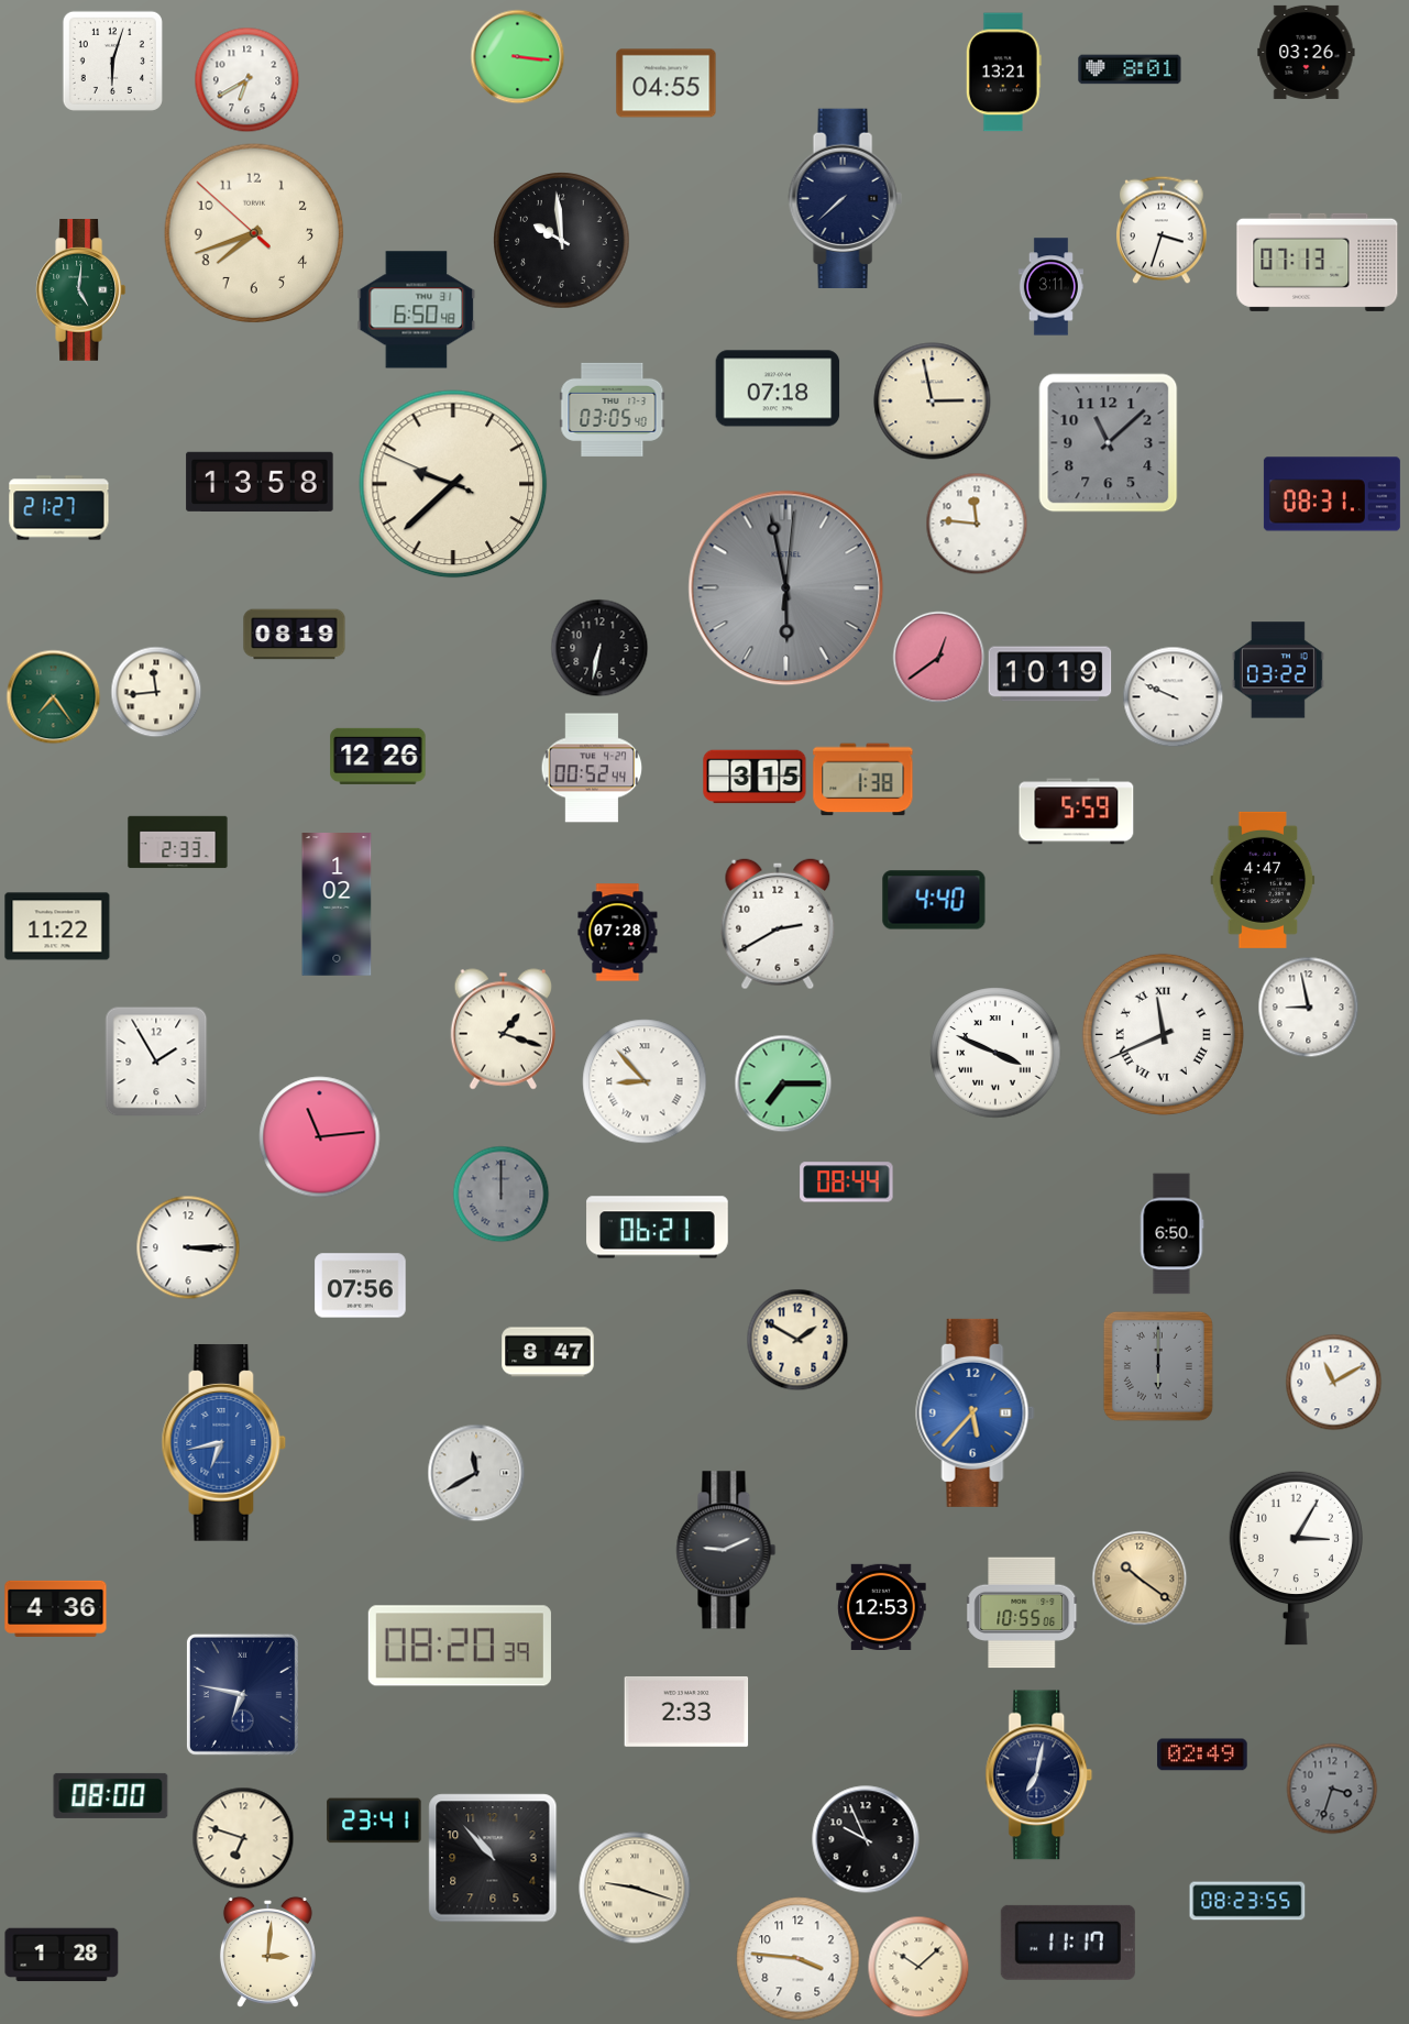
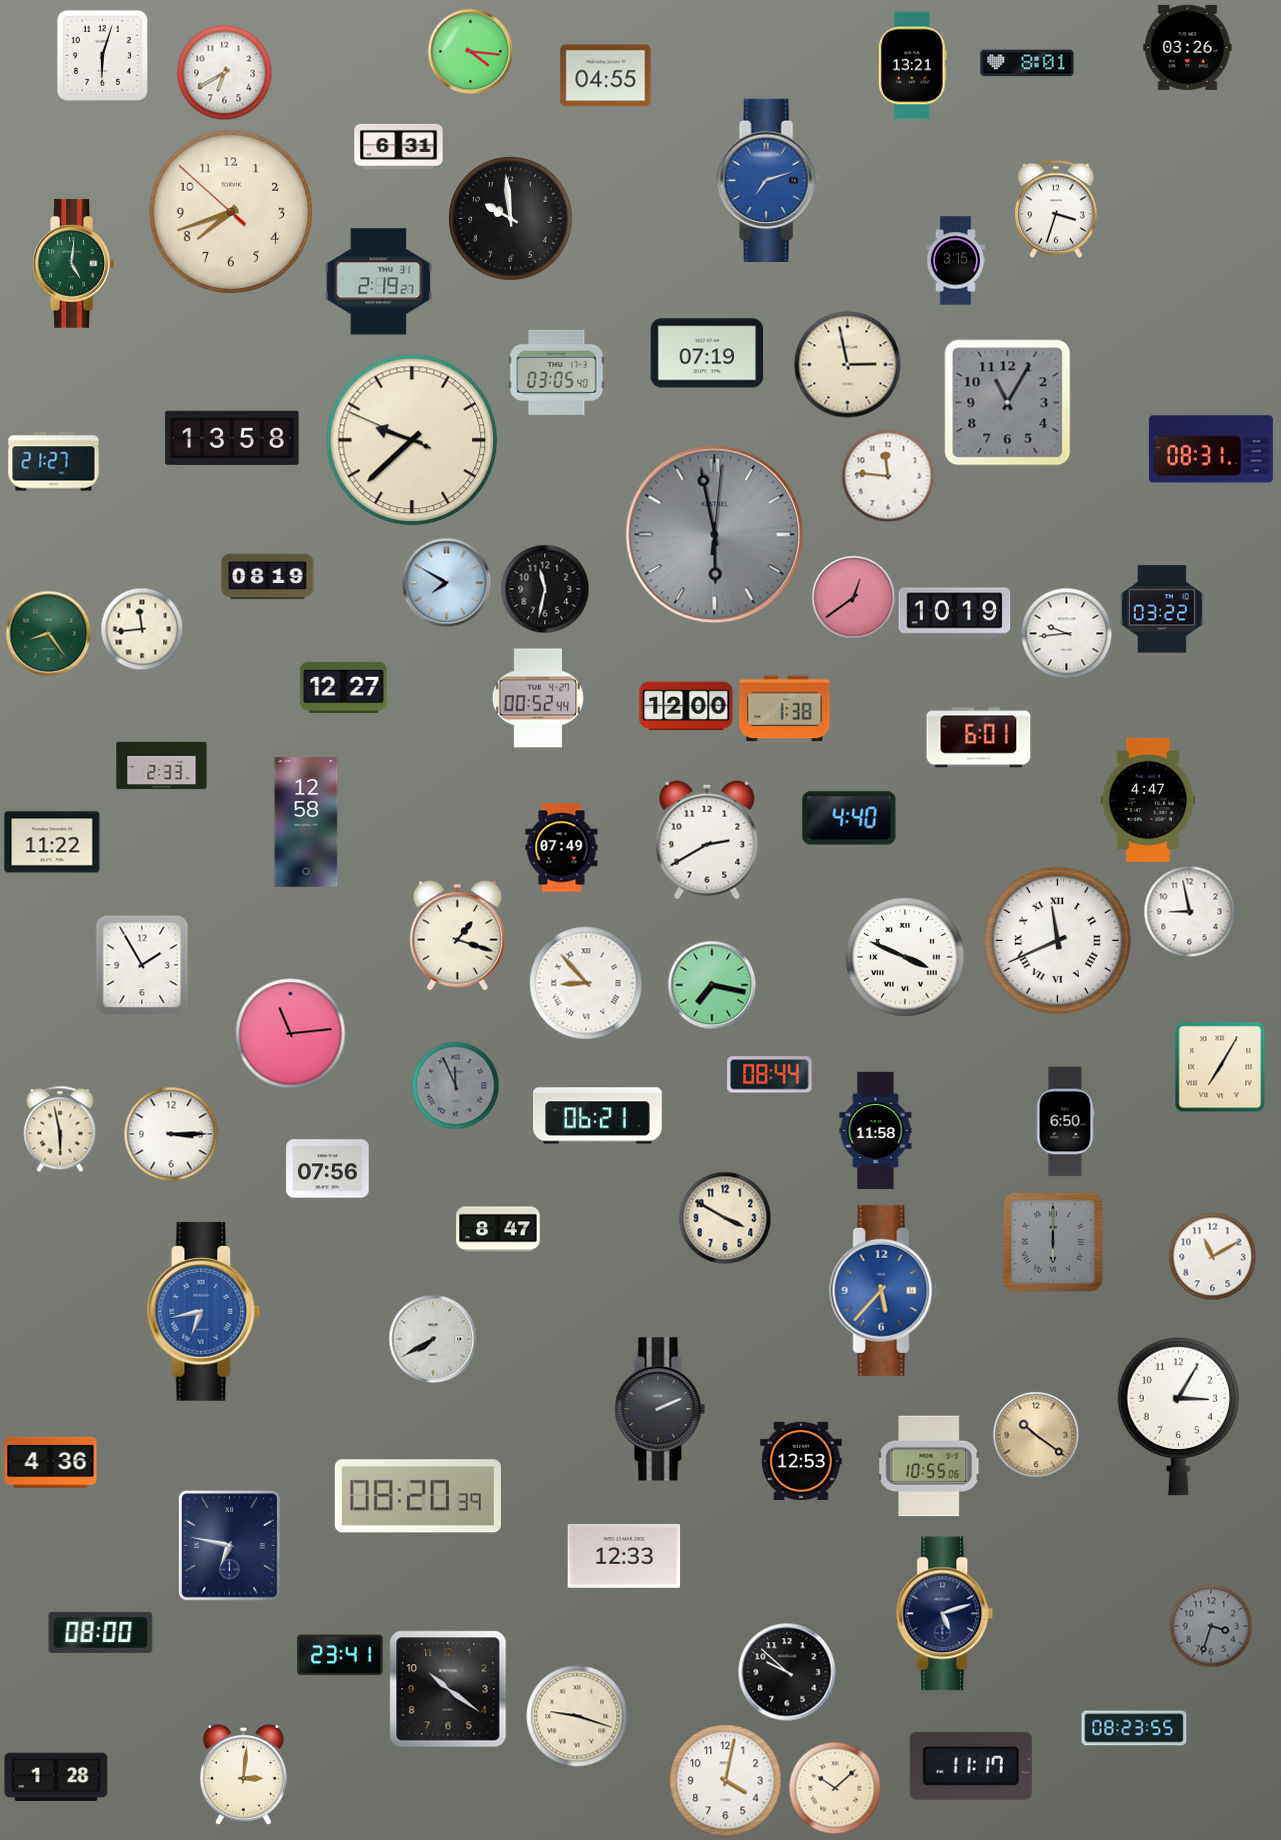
clock at (517, 56): 3:16 -> 4:16
clock at (399, 146): none -> 6:31
clock at (845, 198): 7:38 -> 7:12
clock at (845, 198) dial: navy -> blue
clock at (1318, 262): 07:13 -> none
clock at (1050, 287): 3:11 -> 3:15
clock at (417, 310): 6:50 -> 2:19
clock at (778, 388): 07:18 -> 07:19
clock at (1109, 443): 11:08 -> 11:05
clock at (260, 482) position: (260, 482) -> (232, 438)
clock at (446, 582): none -> 7:50
clock at (599, 648): 6:32 -> 11:32
clock at (53, 696): 7:24 -> 8:24
clock at (1173, 696): 9:49 -> 9:44
clock at (378, 756): 12:26 -> 12:27
clock at (755, 777): 3:15 -> 12:00
clock at (1077, 812): 5:59 -> 6:01
clock at (337, 904): 1:02 -> 12:58
clock at (618, 933): 07:28 -> 07:49
clock at (1308, 1007) position: (1308, 1007) -> (1189, 911)
clock at (783, 1083): 7:15 -> 7:17
clock at (1220, 1067): none -> 7:05
clock at (500, 1193): 12:00 -> 11:56
clock at (60, 1129): none -> 5:58
clock at (876, 1131): none -> 11:58
clock at (797, 1340): 1:50 -> 3:50
clock at (976, 1412) position: (976, 1412) -> (884, 1290)
clock at (476, 1473): 11:40 -> 7:40
clock at (726, 1550): 9:11 -> 2:11
clock at (242, 1694) position: (242, 1694) -> (229, 1545)
clock at (686, 1712): 2:33 -> 12:33
clock at (1202, 1755): 02:49 -> none
clock at (1039, 1775): 7:02 -> 5:12
clock at (243, 1838): 6:48 -> none
clock at (866, 1839): 9:56 -> 9:52
clock at (493, 1858): 10:53 -> 10:21
clock at (799, 1959): 3:46 -> 4:02
